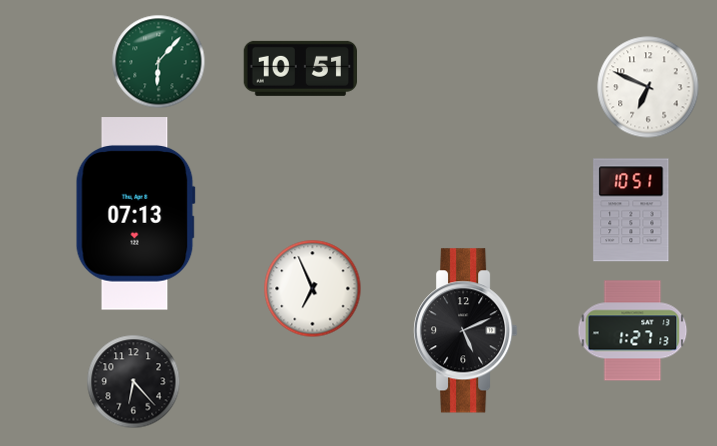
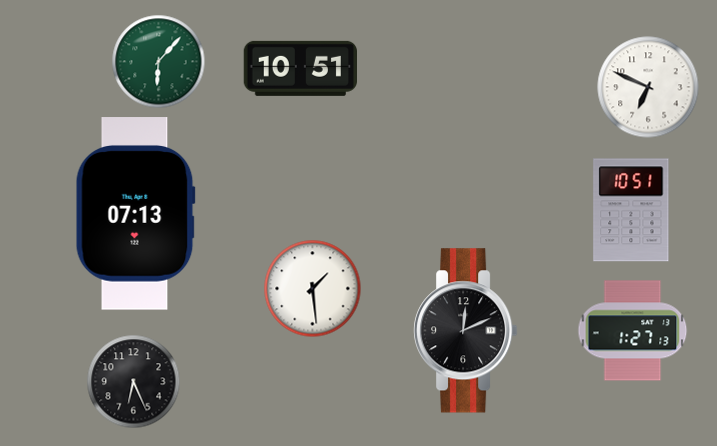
clock at (313, 289): 6:56 -> 1:29
clock at (466, 331): 5:11 -> 12:11
clock at (134, 382): 6:23 -> 6:26
